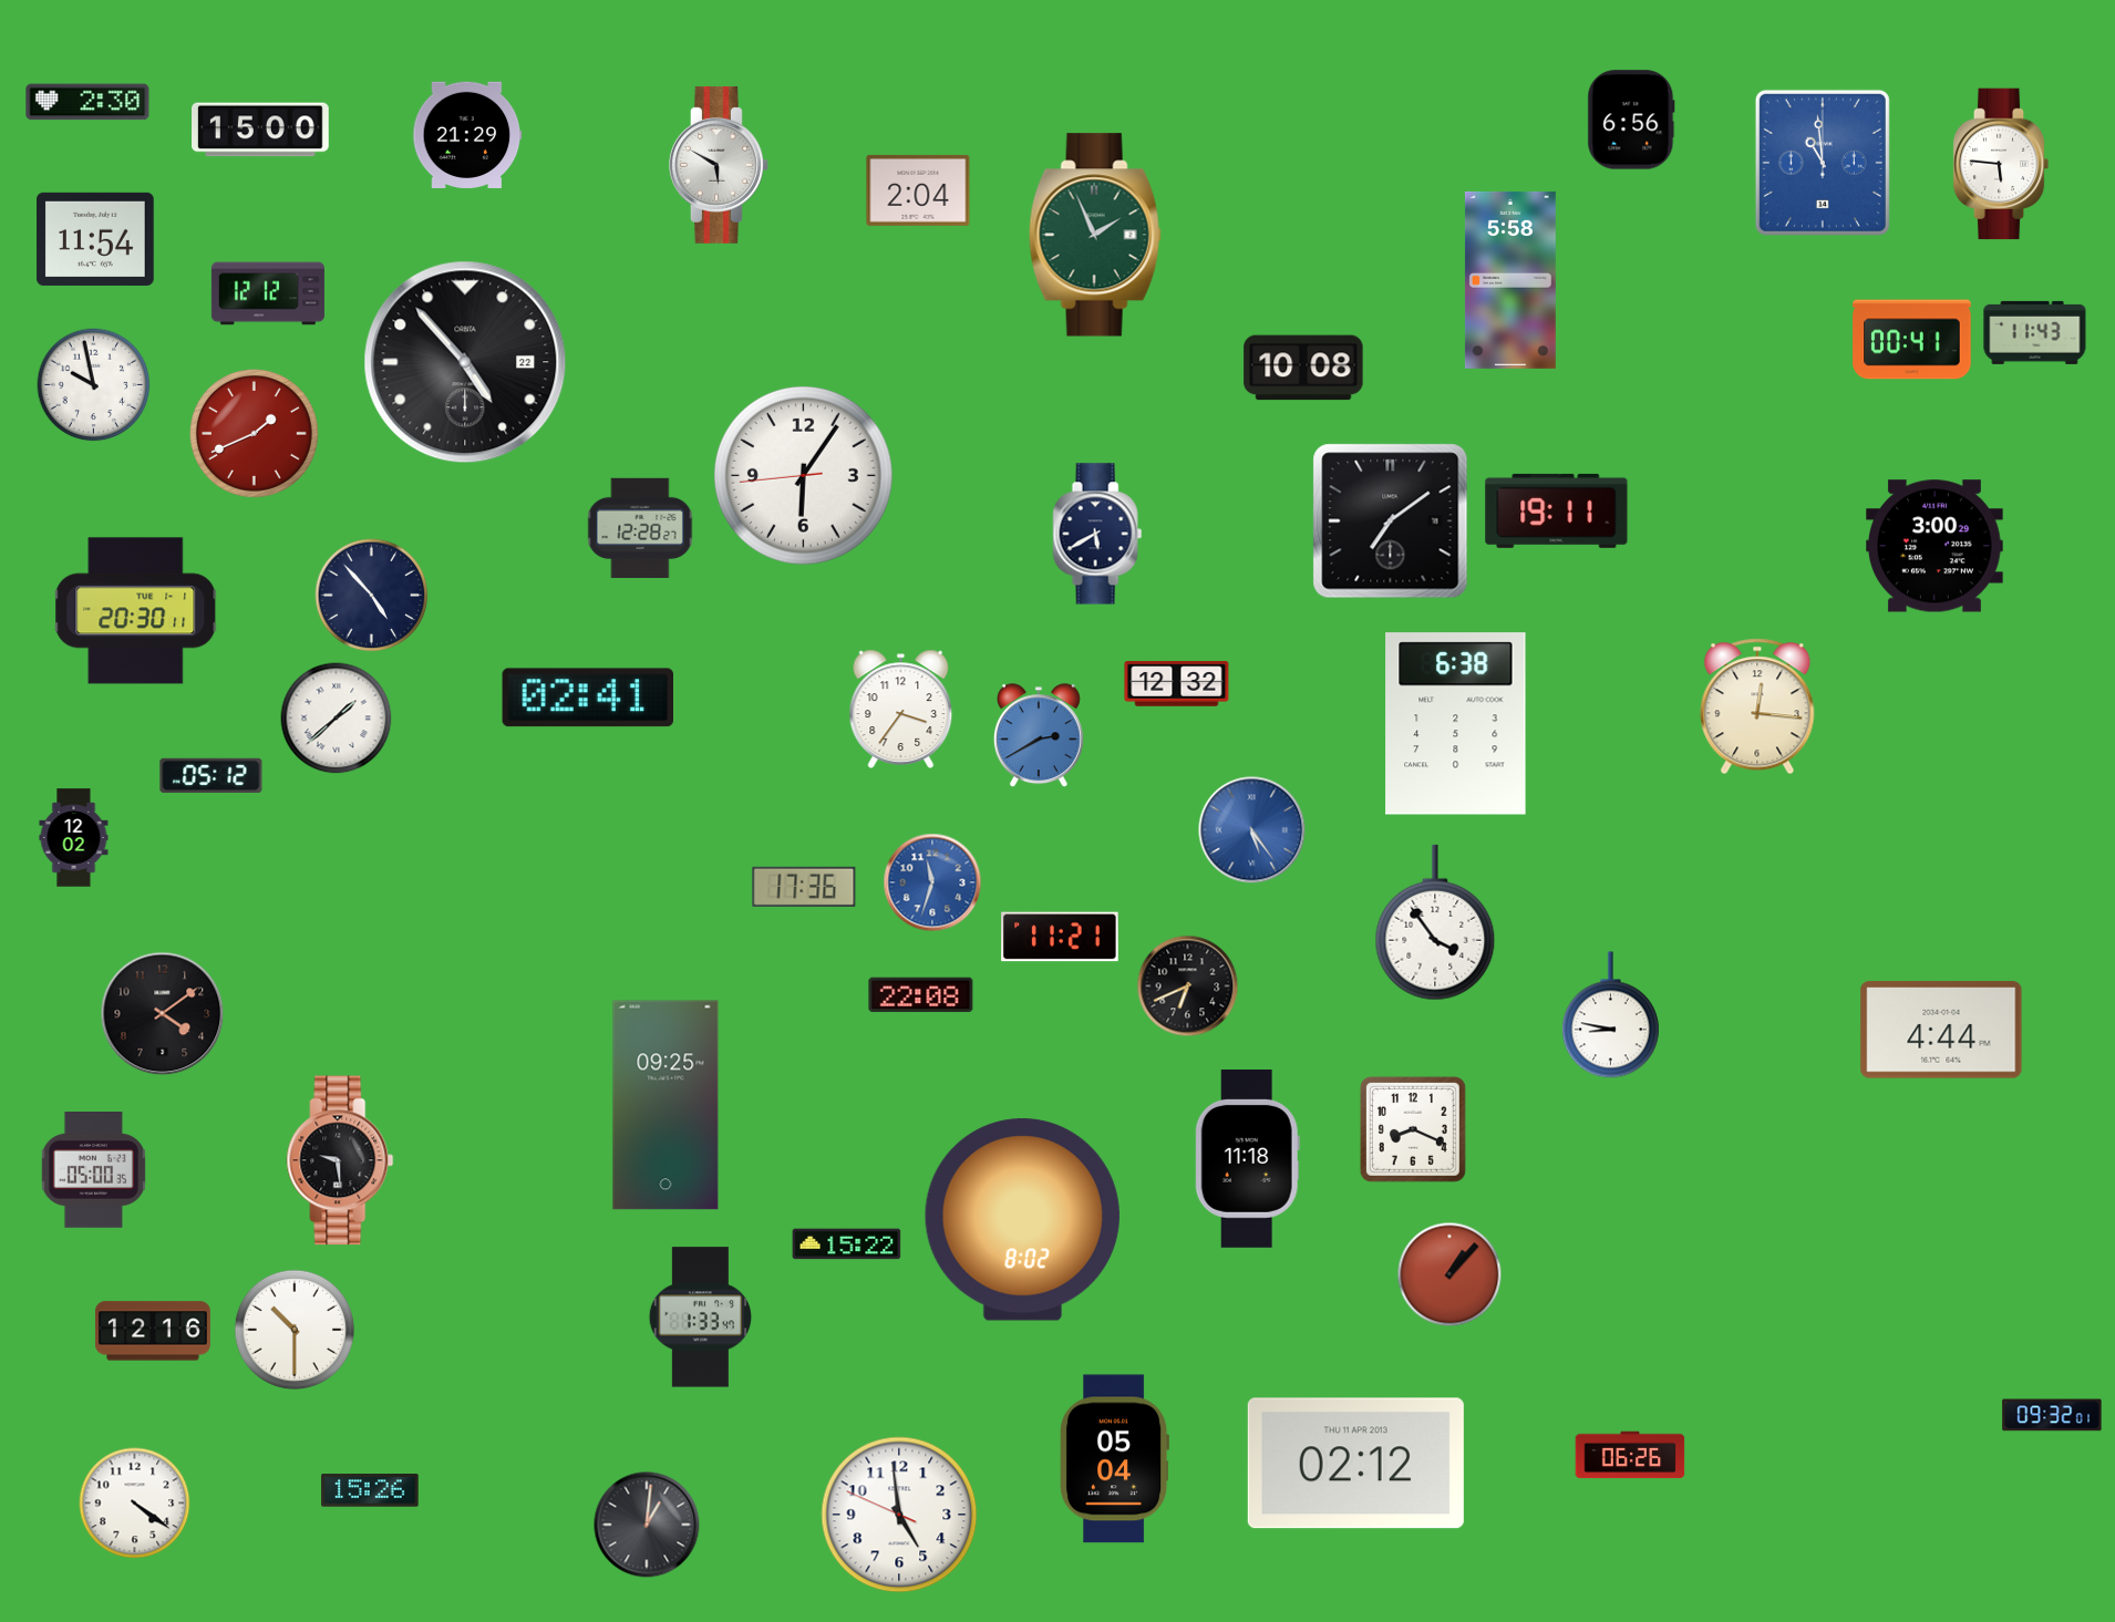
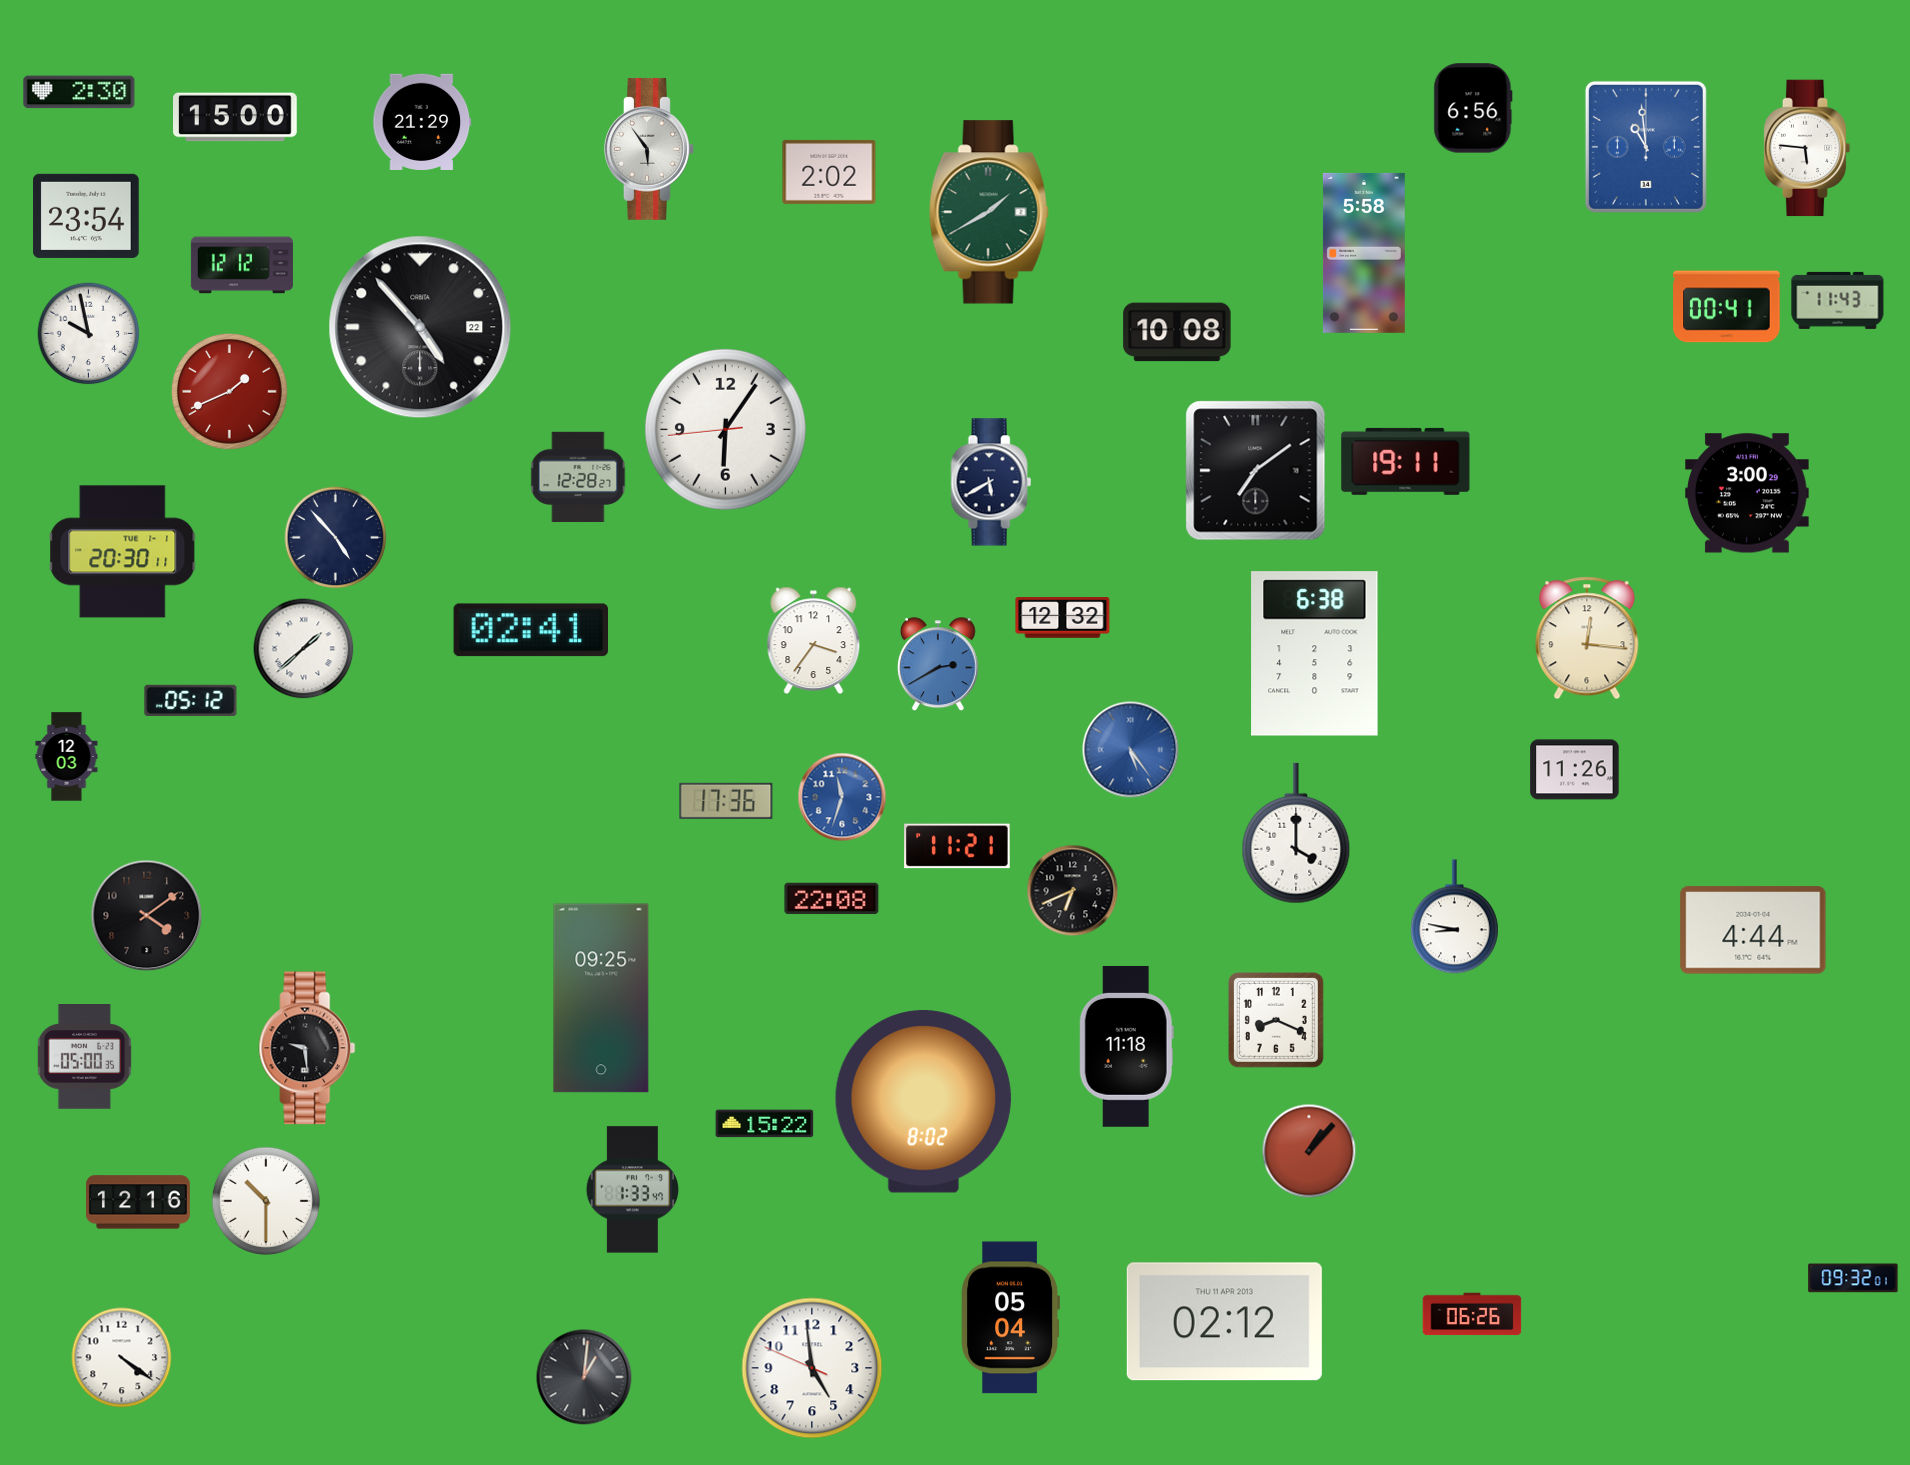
clock at (720, 165): 5:50 -> 5:54
clock at (918, 190): 2:04 -> 2:02
clock at (1095, 235): 1:56 -> 1:40
clock at (95, 239): 11:54 -> 23:54
clock at (94, 385) position: (94, 385) -> (89, 334)
clock at (74, 838): 12:02 -> 12:03
clock at (1575, 770): none -> 11:26
clock at (1435, 922): 3:54 -> 4:00
clock at (1114, 1459) position: (1114, 1459) -> (1010, 1318)
clock at (370, 1490): 15:26 -> none
